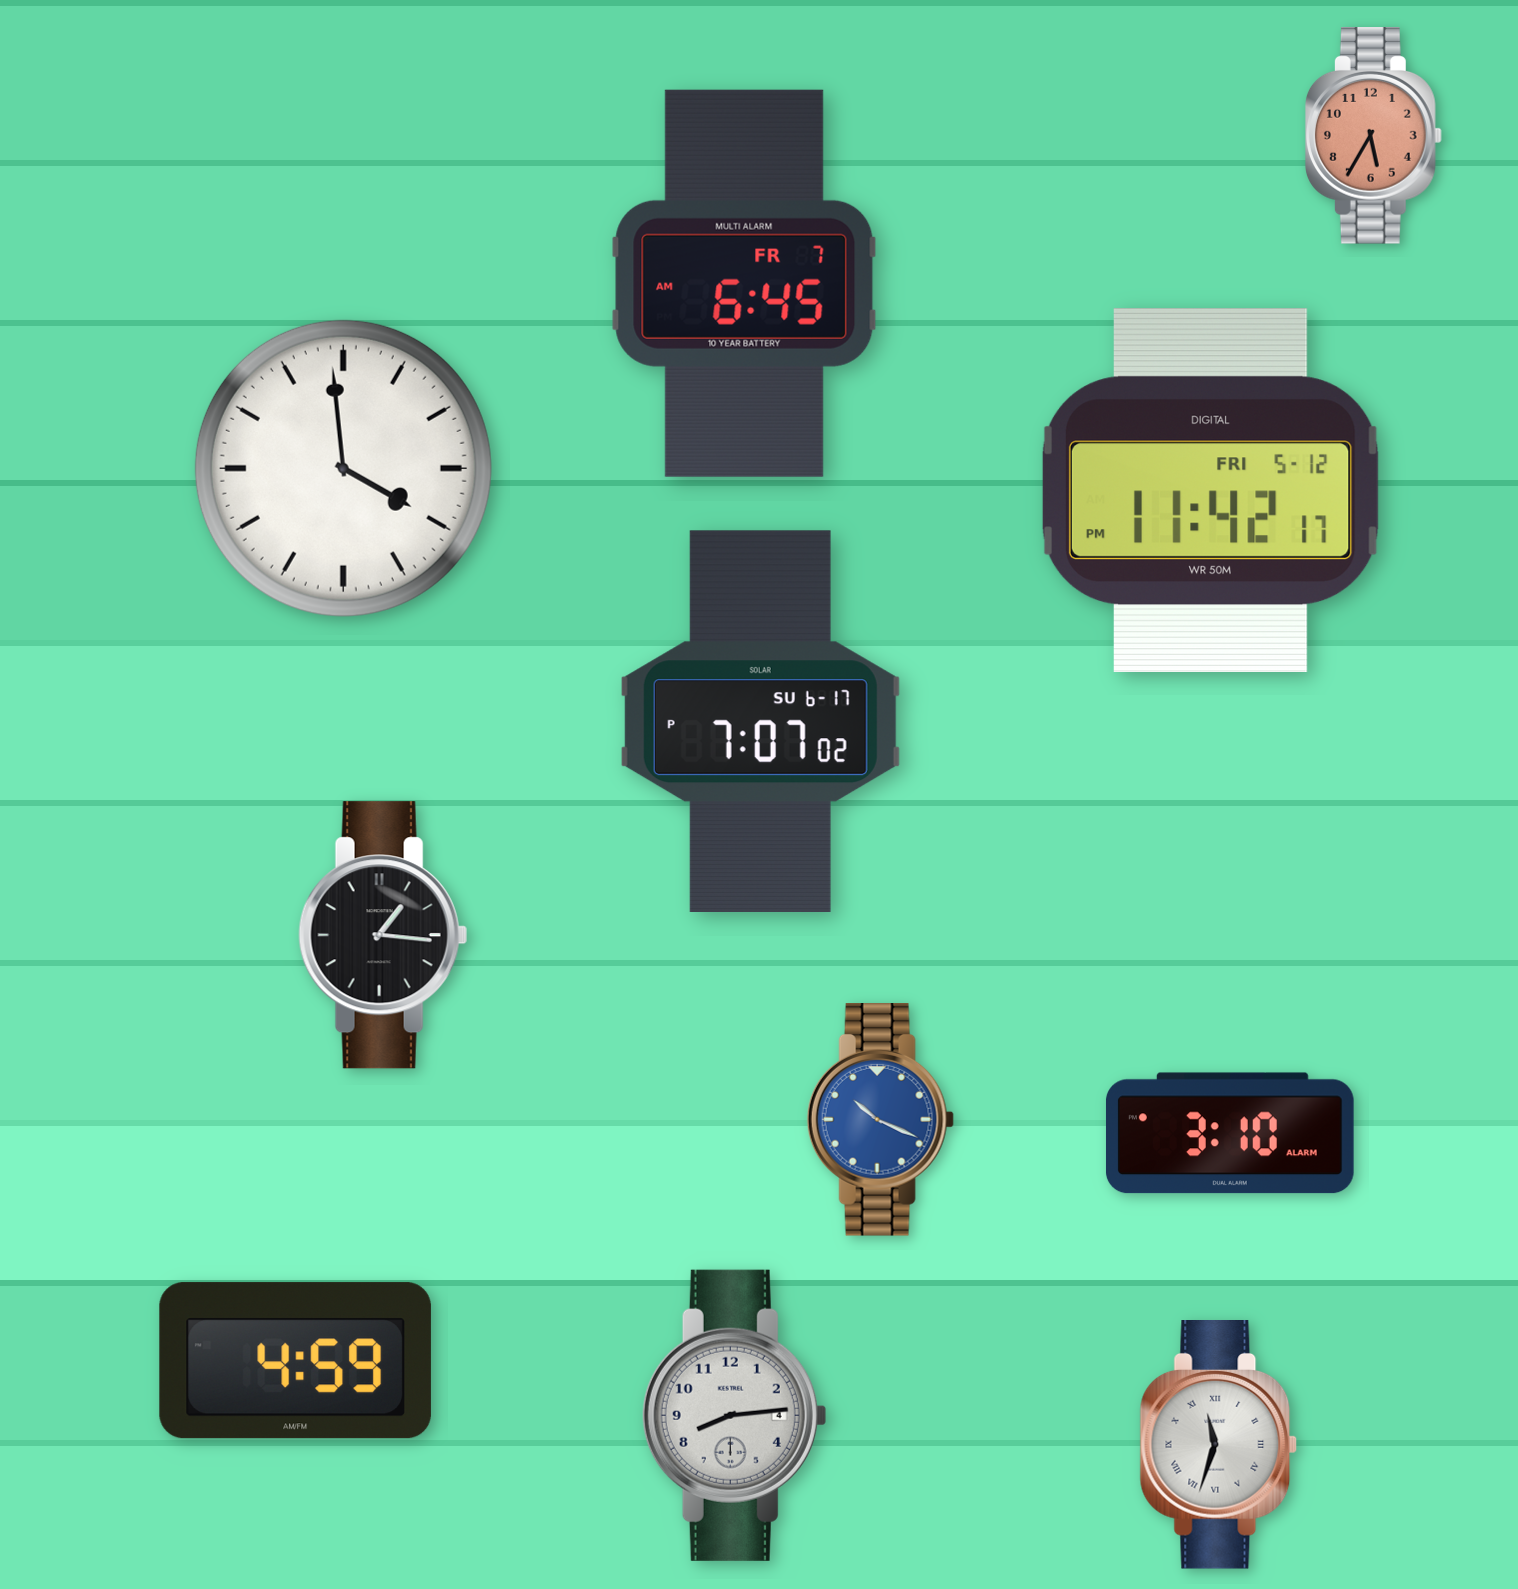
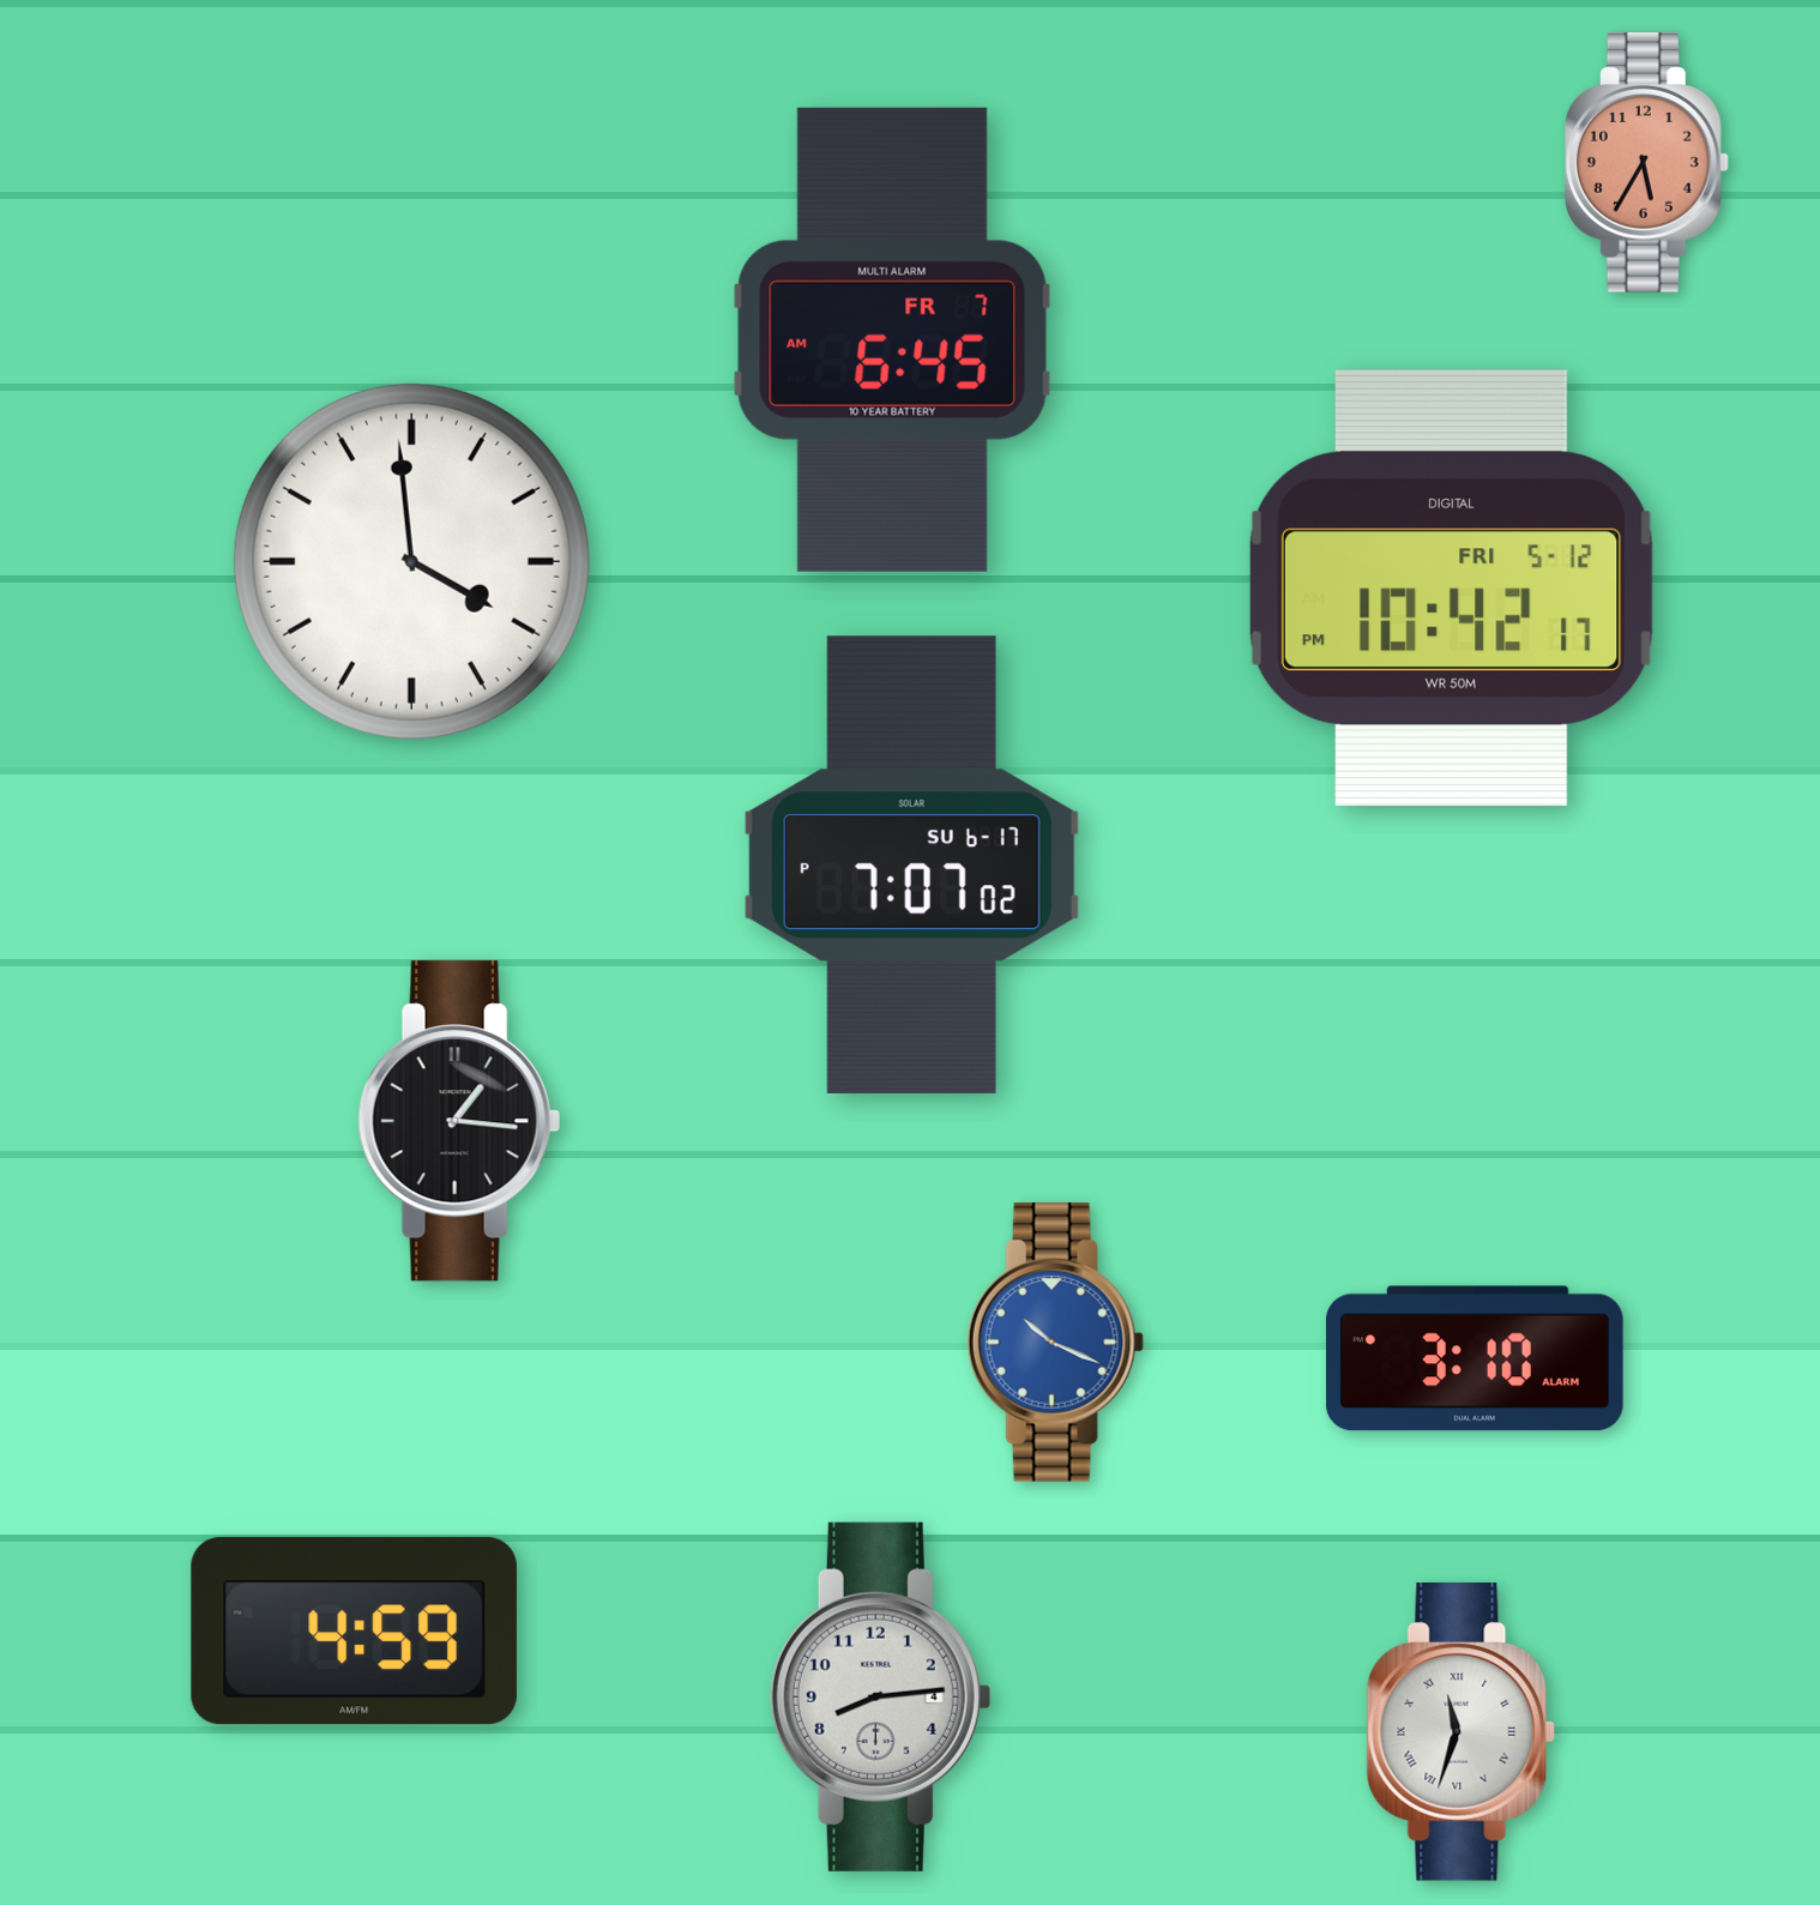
clock at (1210, 490): 11:42 -> 10:42
